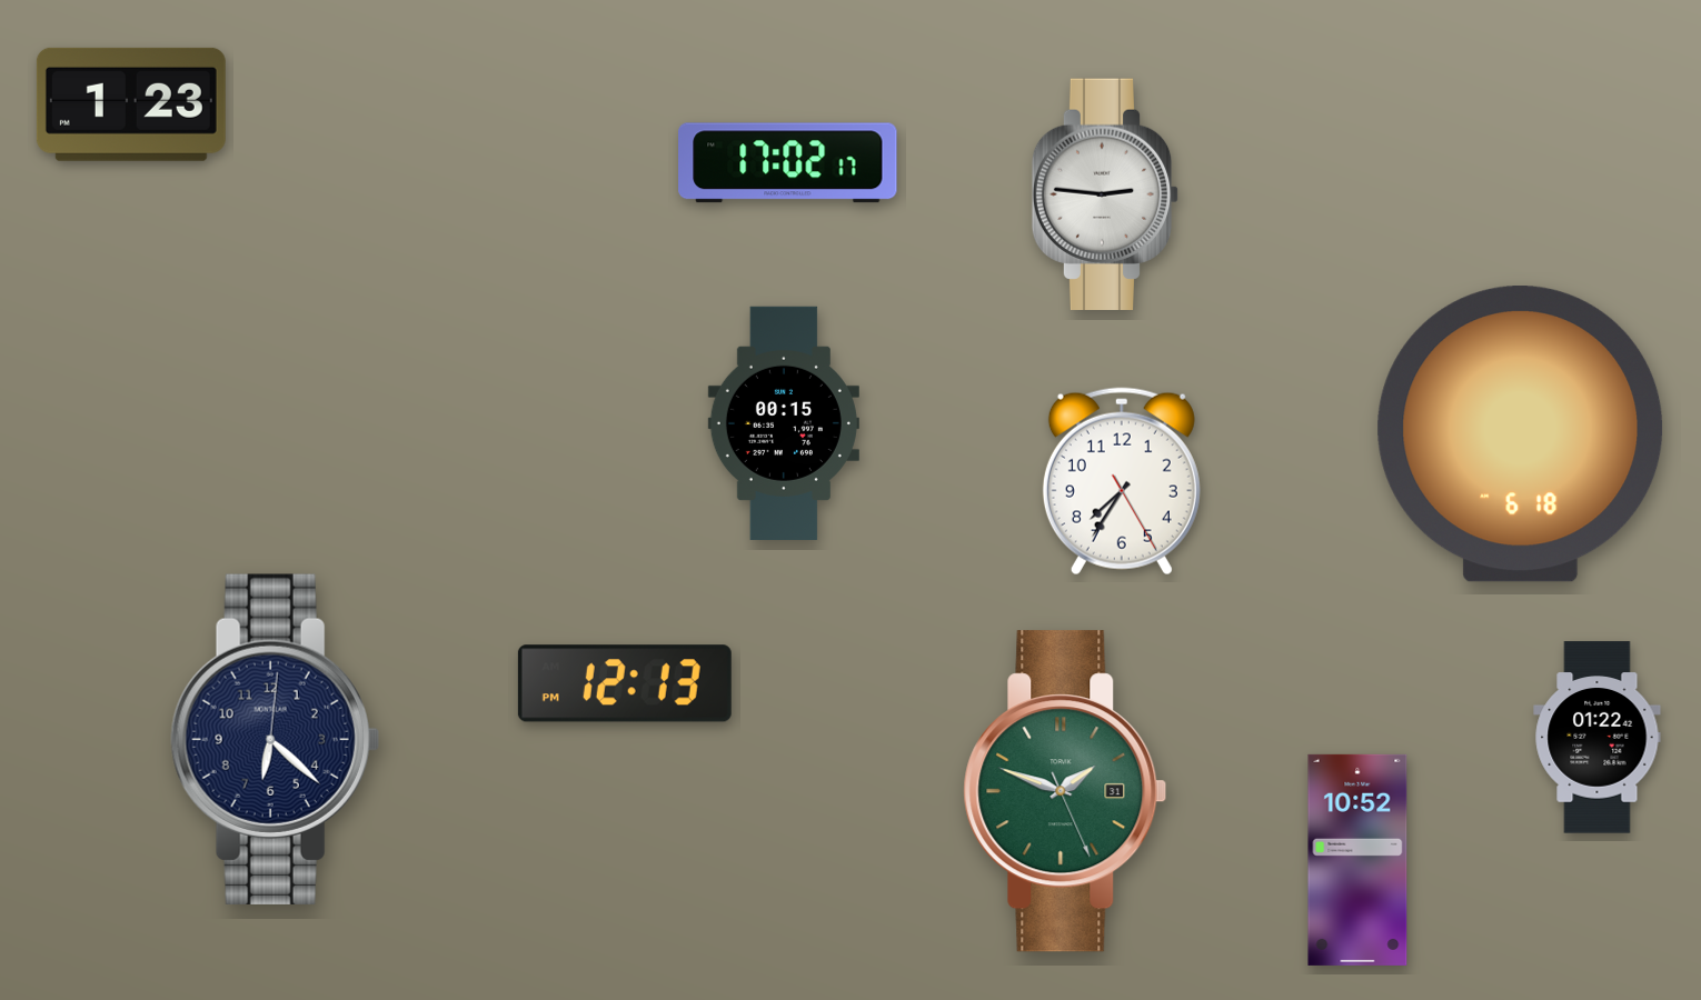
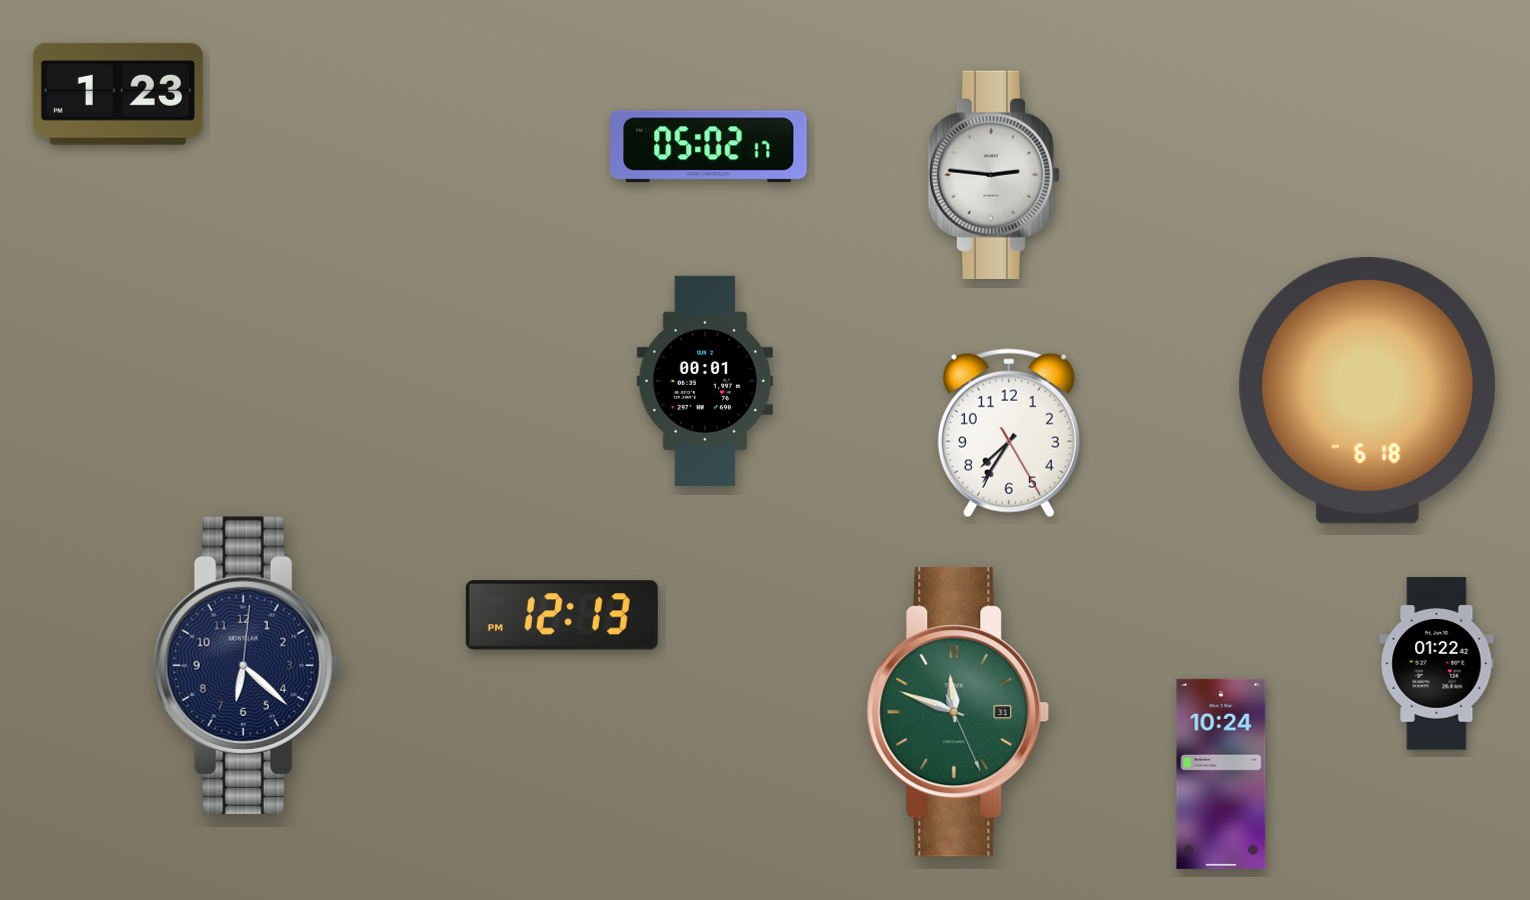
clock at (788, 163): 17:02 -> 05:02
clock at (784, 423): 00:15 -> 00:01
clock at (1065, 791): 1:48 -> 11:48
clock at (1357, 860): 10:52 -> 10:24
